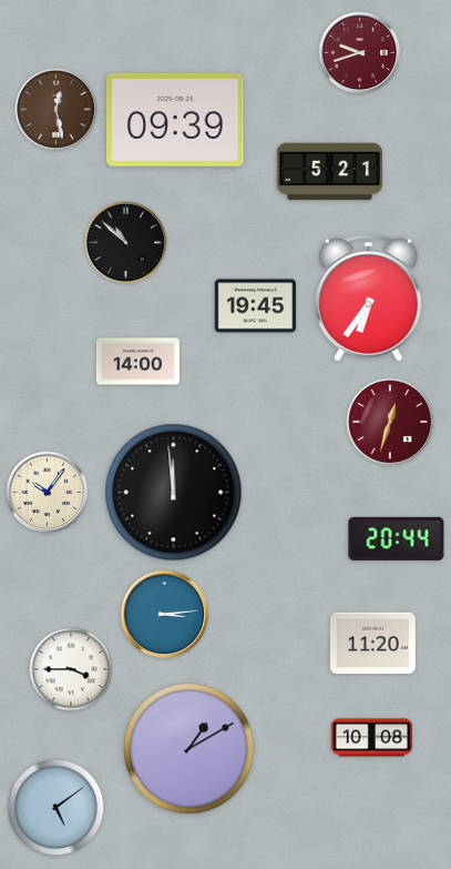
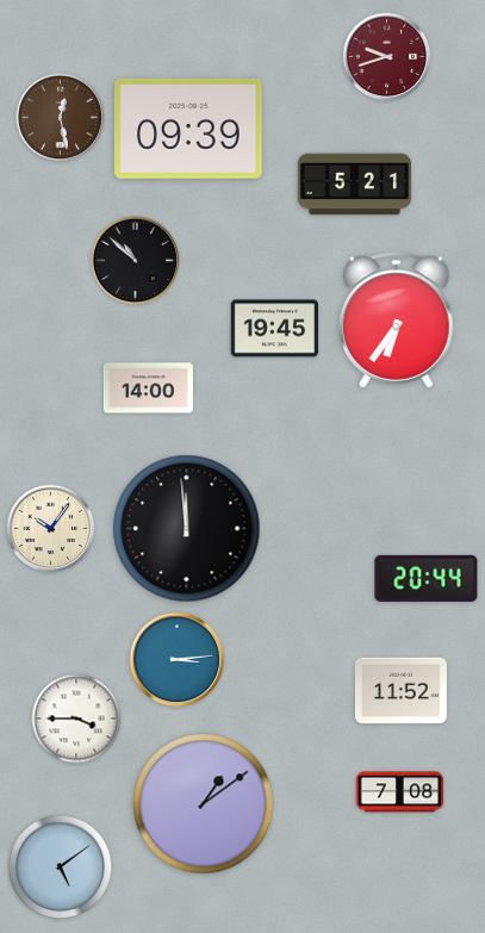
clock at (390, 422): 12:33 -> none
clock at (372, 644): 11:20 -> 11:52
clock at (372, 738): 10:08 -> 7:08
clock at (189, 749): 1:10 -> 1:09
